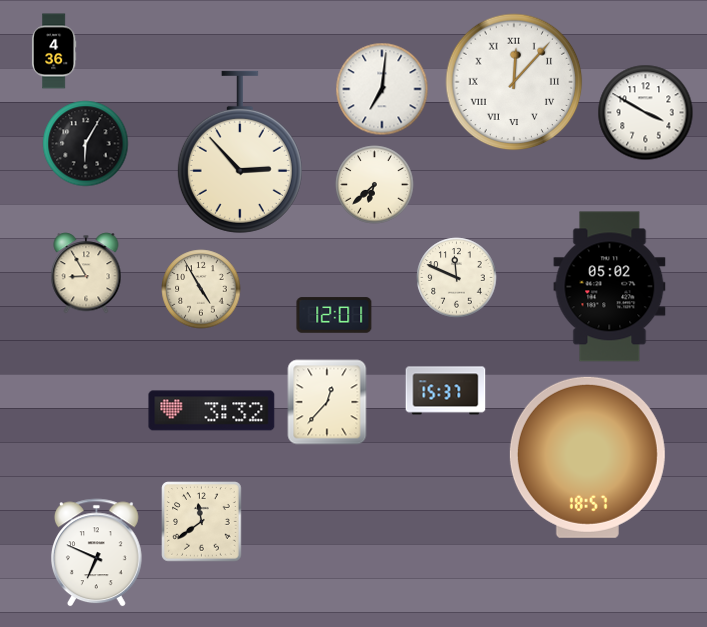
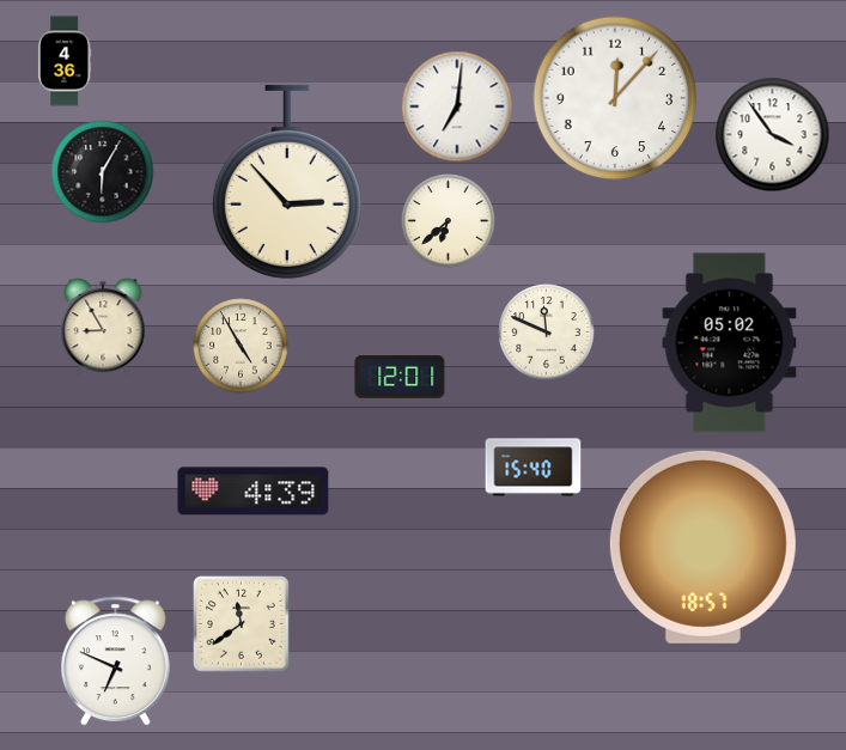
clock at (514, 82) numerals: Roman -> Arabic
clock at (646, 113): 3:50 -> 3:54
clock at (446, 391): 15:37 -> 15:40
clock at (327, 402): 12:37 -> none
clock at (212, 411): 3:32 -> 4:39
